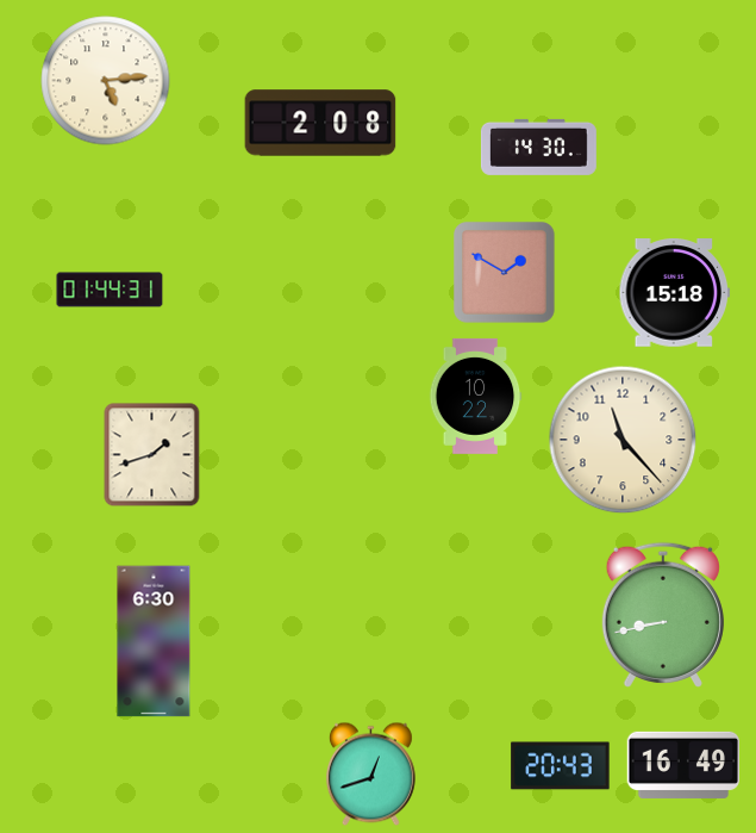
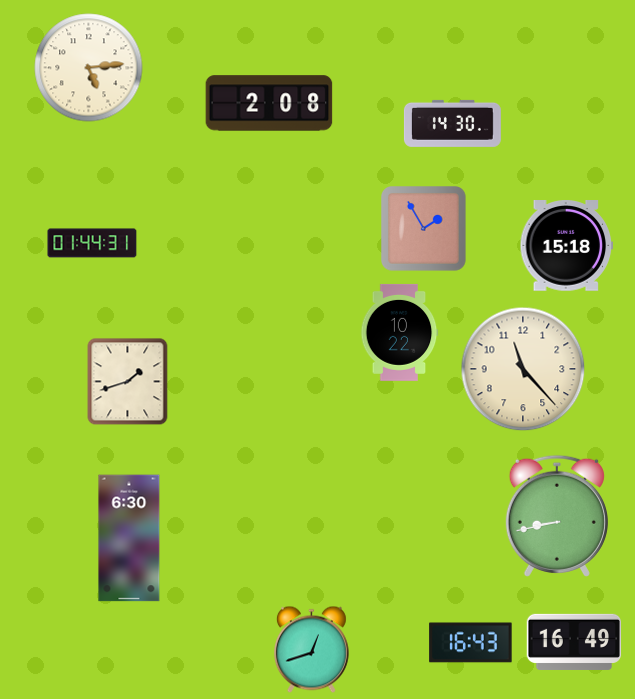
clock at (505, 273): 1:50 -> 1:55
clock at (561, 766): 20:43 -> 16:43
